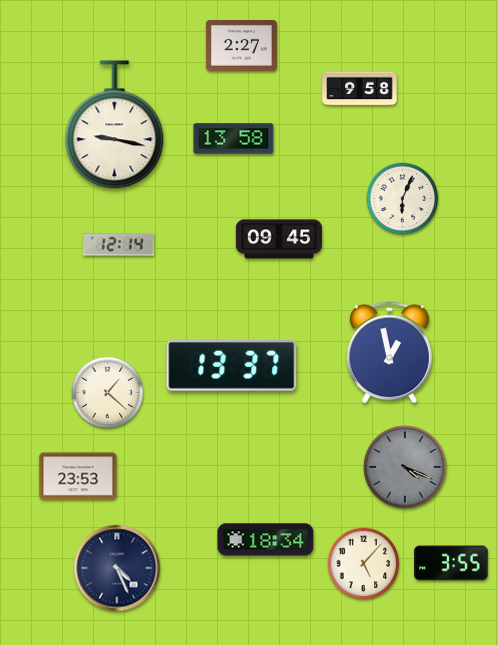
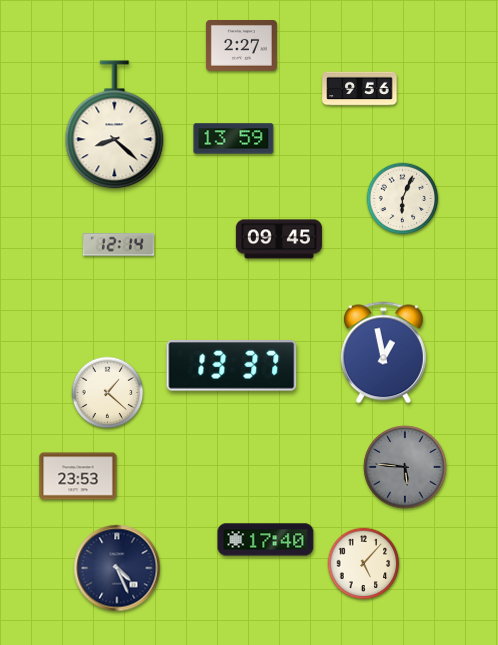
clock at (360, 89): 9:58 -> 9:56
clock at (115, 125): 9:17 -> 8:22
clock at (234, 139): 13:58 -> 13:59
clock at (389, 353) position: (389, 353) -> (383, 353)
clock at (405, 467): 4:19 -> 5:46
clock at (266, 540): 18:34 -> 17:40
clock at (451, 563): 3:55 -> none
